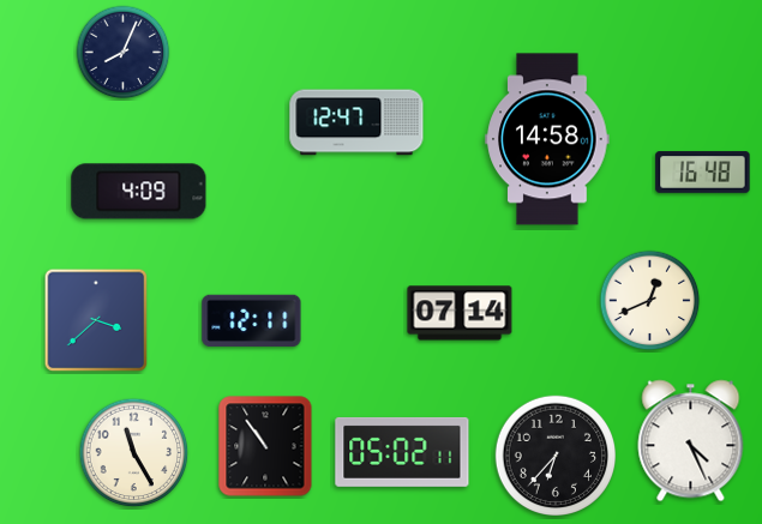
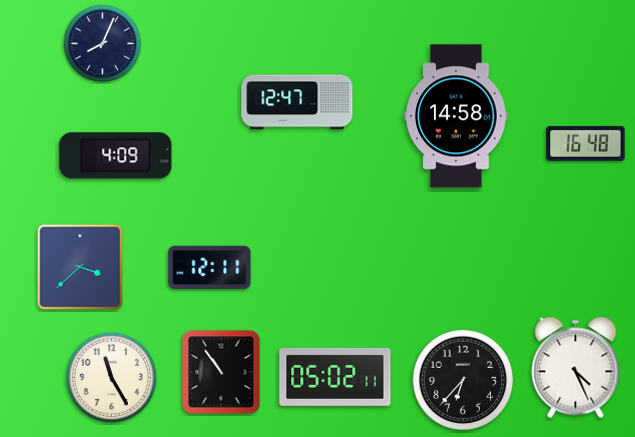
clock at (139, 192) position: (139, 192) -> (116, 156)
clock at (650, 301): 12:41 -> none
clock at (460, 313): 07:14 -> none
